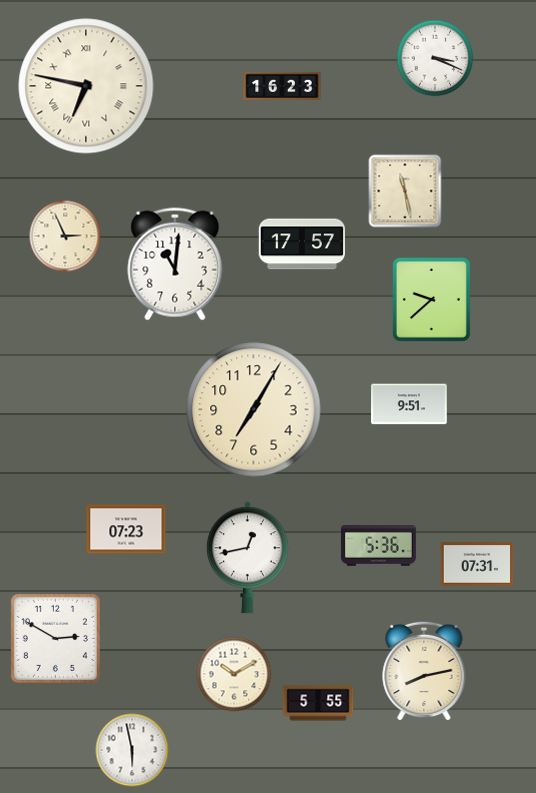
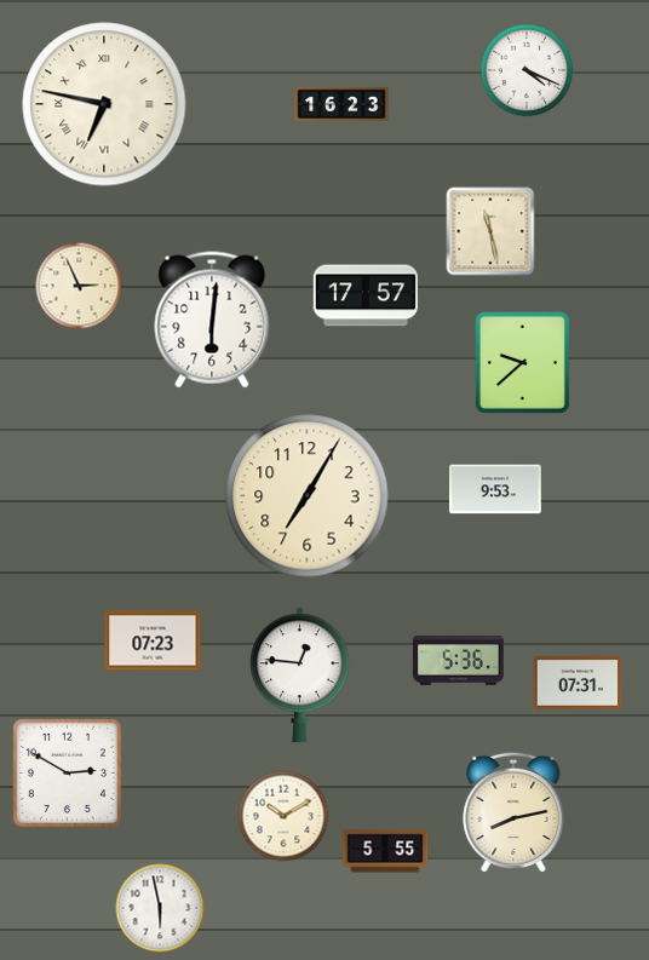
clock at (435, 58): 3:19 -> 4:19
clock at (175, 264): 11:01 -> 6:01
clock at (409, 404): 9:51 -> 9:53
clock at (247, 558): 12:43 -> 12:46
